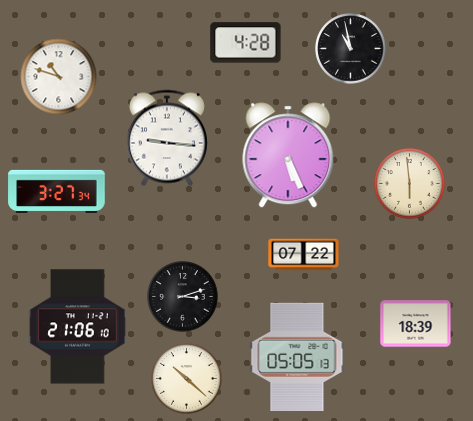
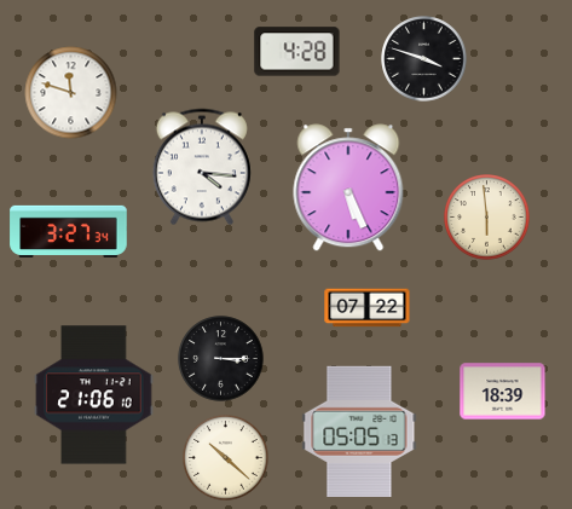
clock at (351, 49): 10:58 -> 3:48
clock at (59, 77): 10:48 -> 11:48
clock at (167, 138): 9:16 -> 4:16
clock at (410, 184) position: (410, 184) -> (487, 218)
clock at (183, 297): 3:12 -> 3:15
